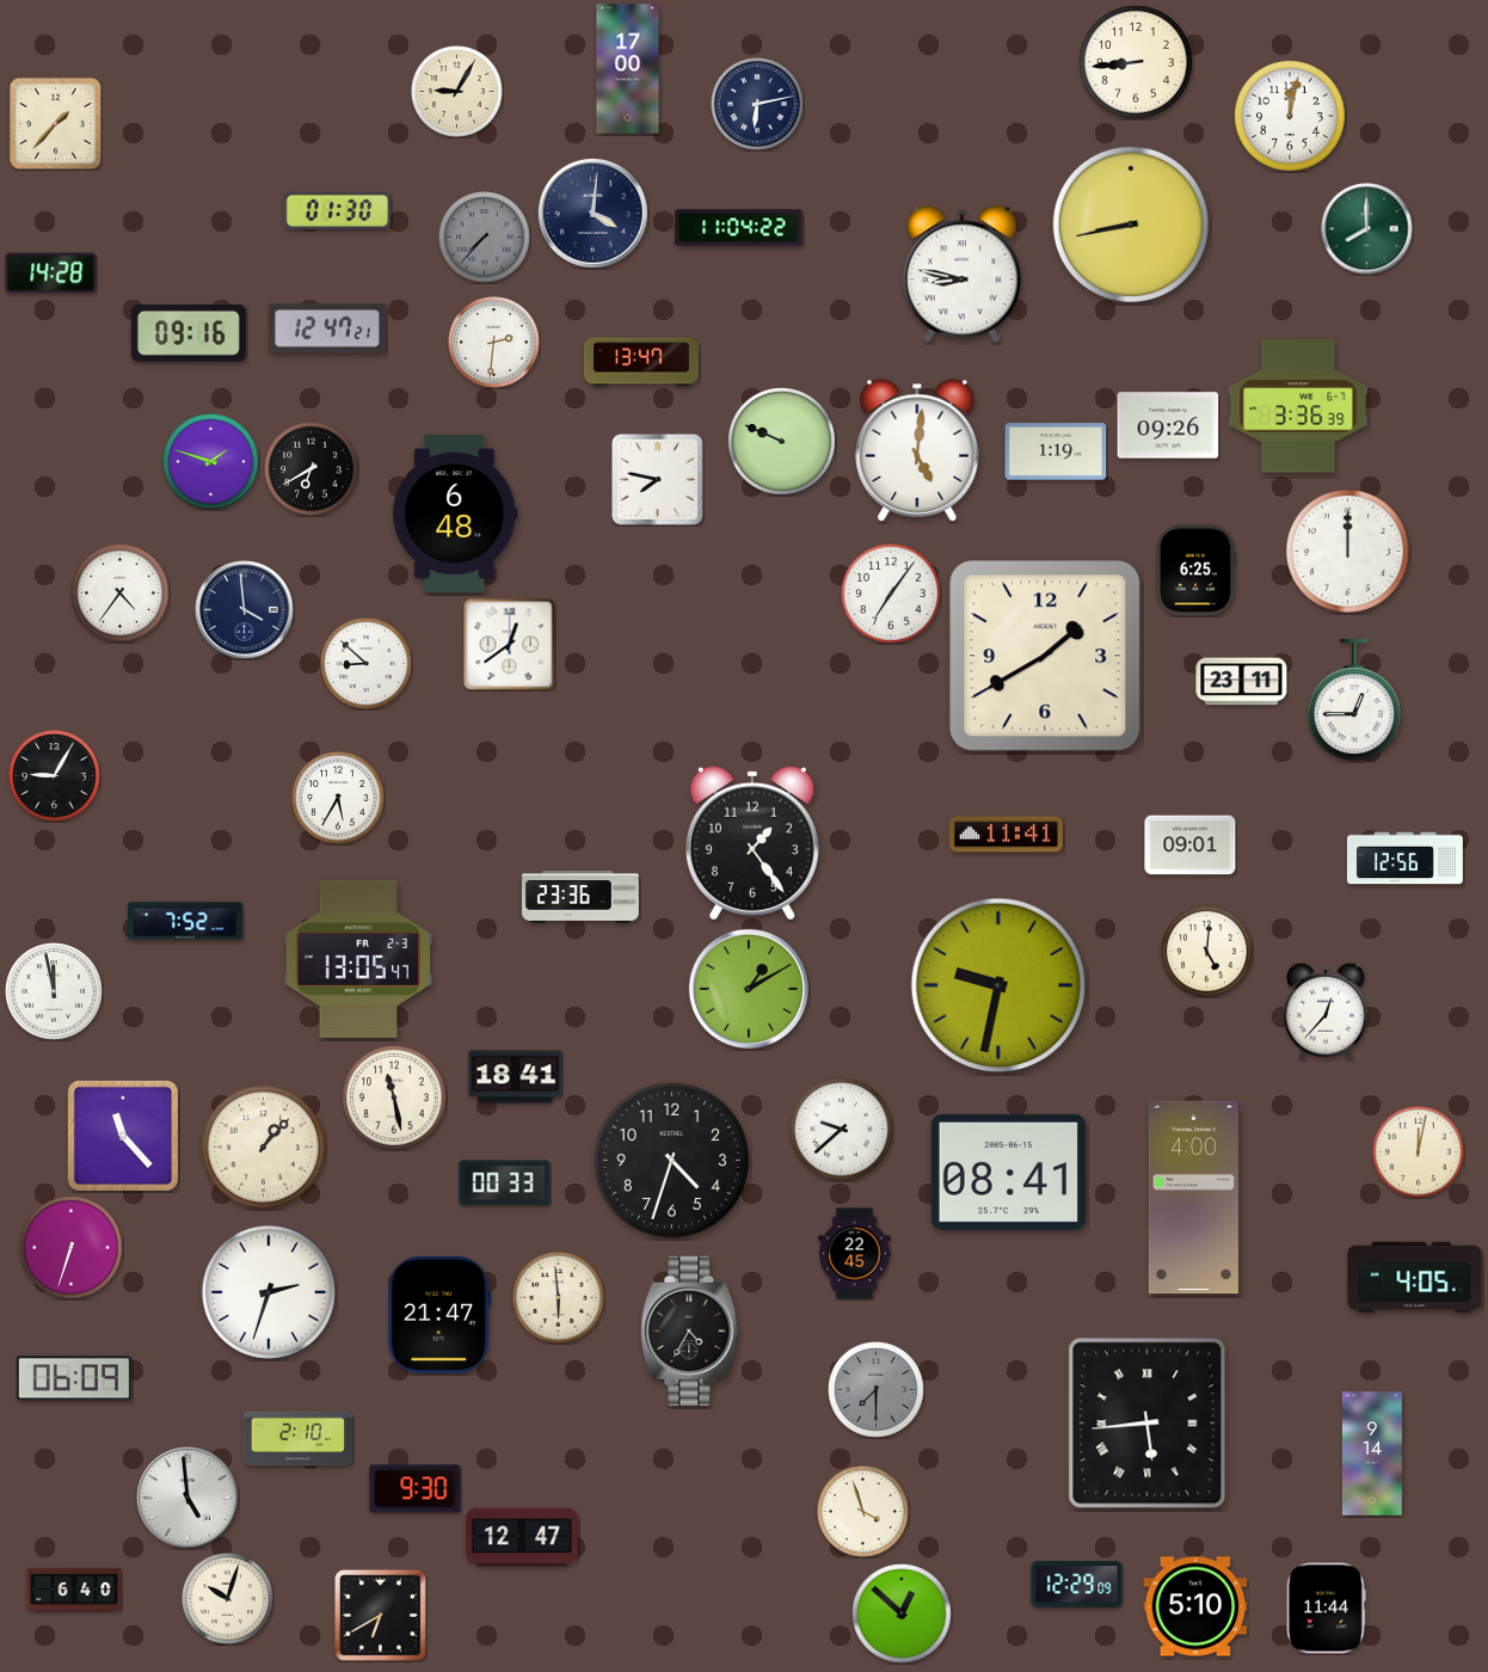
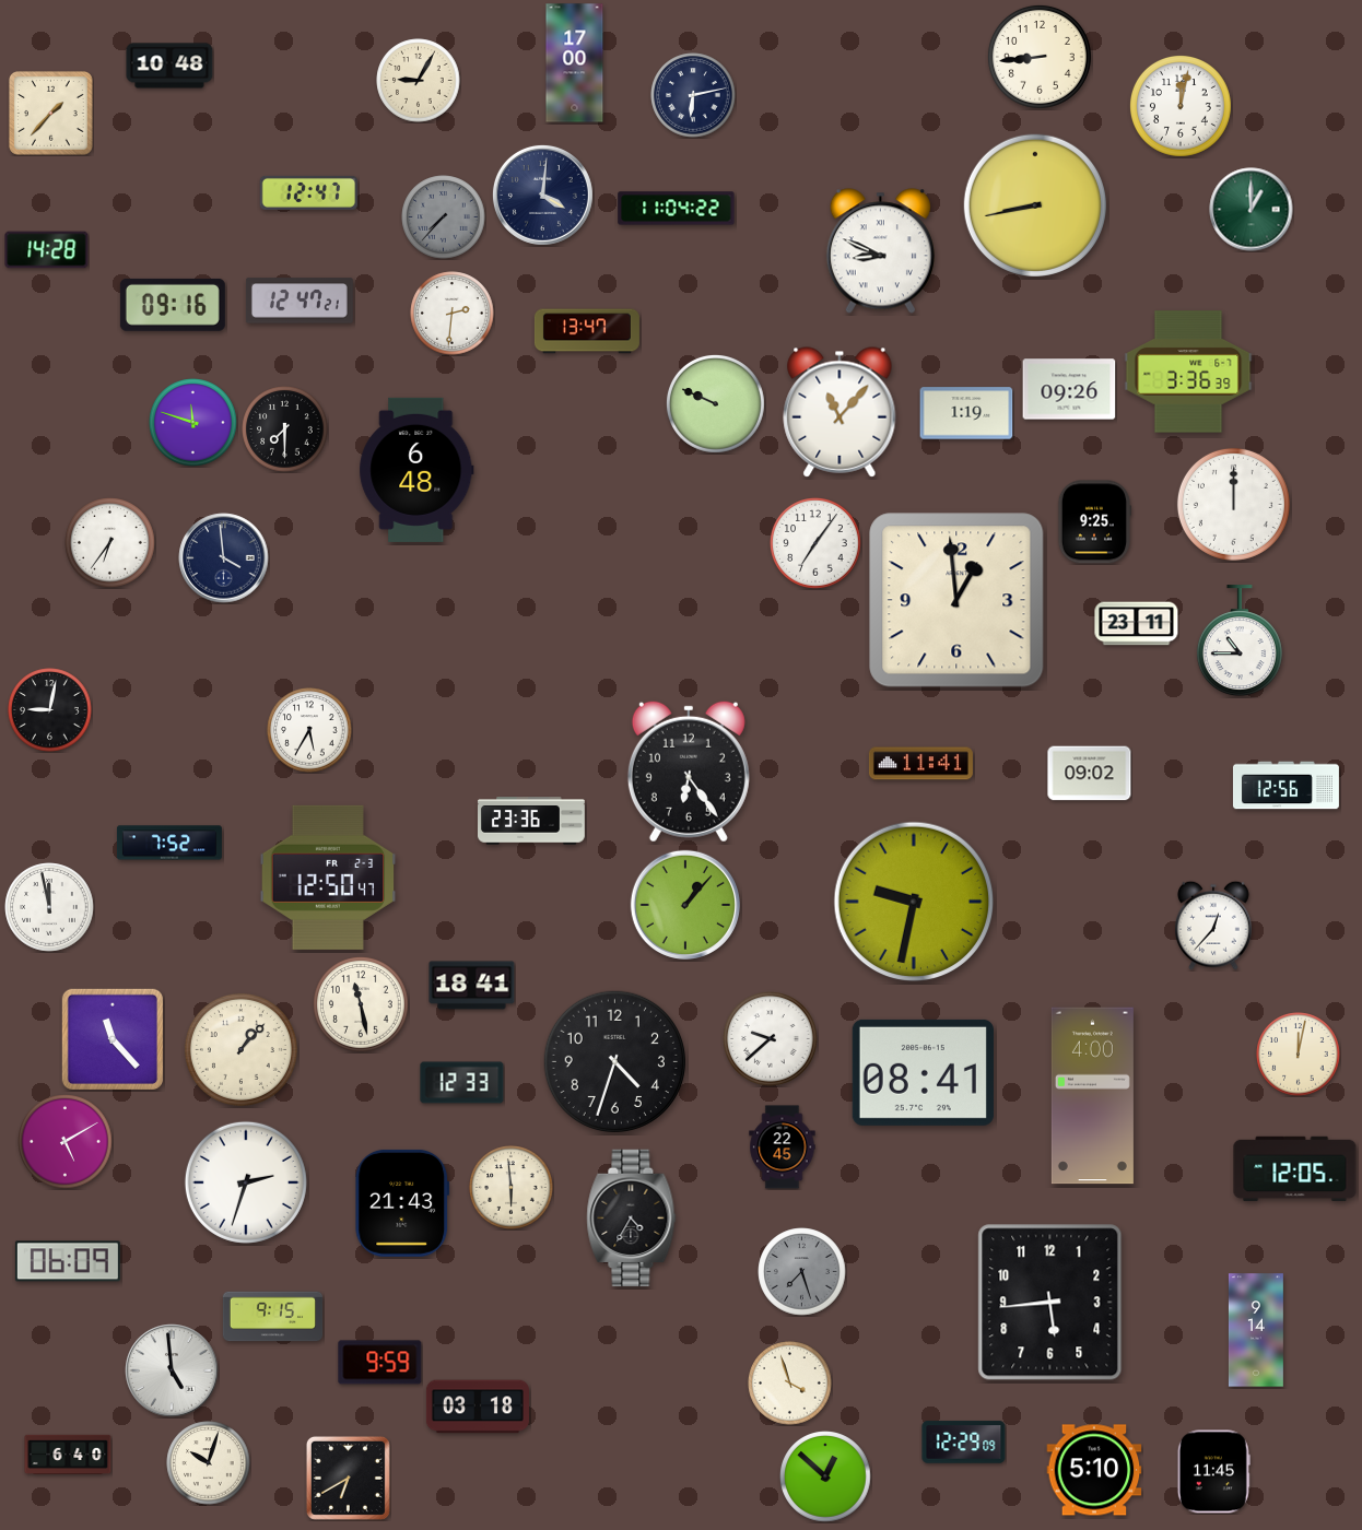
clock at (169, 66): none -> 10:48
clock at (457, 92) position: (457, 92) -> (419, 81)
clock at (338, 210): 01:30 -> 12:47
clock at (1367, 229): 8:00 -> 1:00
clock at (961, 275): 8:47 -> 8:49
clock at (917, 450): 5:01 -> 11:07
clock at (211, 462): 1:48 -> 11:48
clock at (312, 469): 6:40 -> 7:30
clock at (657, 479): 7:47 -> none
clock at (1194, 571): 6:25 -> 9:25
clock at (121, 594): 4:36 -> 6:36
clock at (510, 645): 12:39 -> none
clock at (1045, 656): 1:40 -> 12:59
clock at (367, 664): 8:52 -> none
clock at (1354, 701): 12:45 -> 10:45
clock at (55, 776): 9:05 -> 9:02
clock at (752, 843): 1:24 -> 6:24
clock at (1191, 846): 09:01 -> 09:02
clock at (1207, 952): 5:01 -> none
clock at (358, 959): 13:05 -> 12:50
clock at (748, 988): 1:10 -> 1:07
clock at (842, 1130) position: (842, 1130) -> (771, 1039)
clock at (505, 1184): 00:33 -> 12:33
clock at (72, 1248): 6:33 -> 5:10
clock at (1415, 1278): 4:05 -> 12:05
clock at (439, 1315): 21:47 -> 21:43
clock at (877, 1390): 7:30 -> 7:27
clock at (1148, 1424) numerals: Roman -> Arabic
clock at (299, 1439): 2:10 -> 9:15
clock at (416, 1489): 9:30 -> 9:59
clock at (522, 1537): 12:47 -> 03:18
clock at (1077, 1585) position: (1077, 1585) -> (964, 1443)
clock at (1326, 1609): 11:44 -> 11:45
